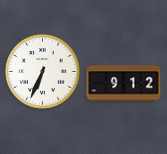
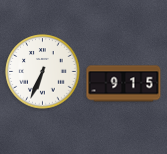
clock at (124, 84): 9:12 -> 9:15
